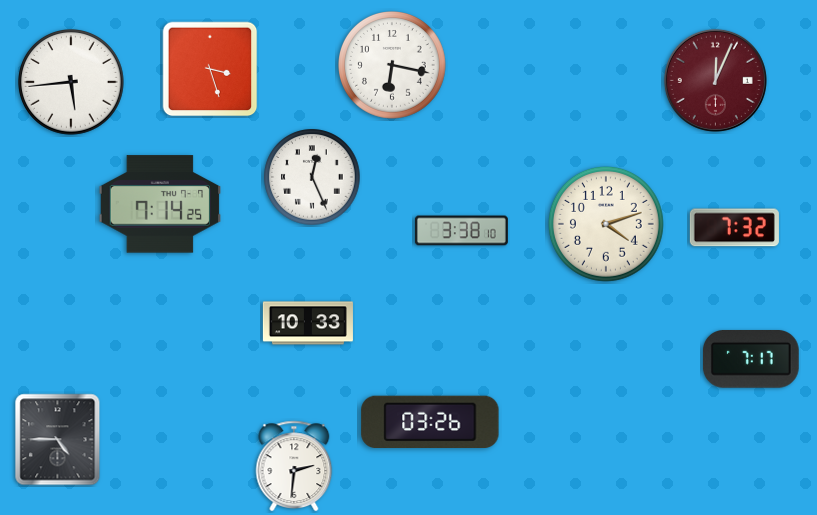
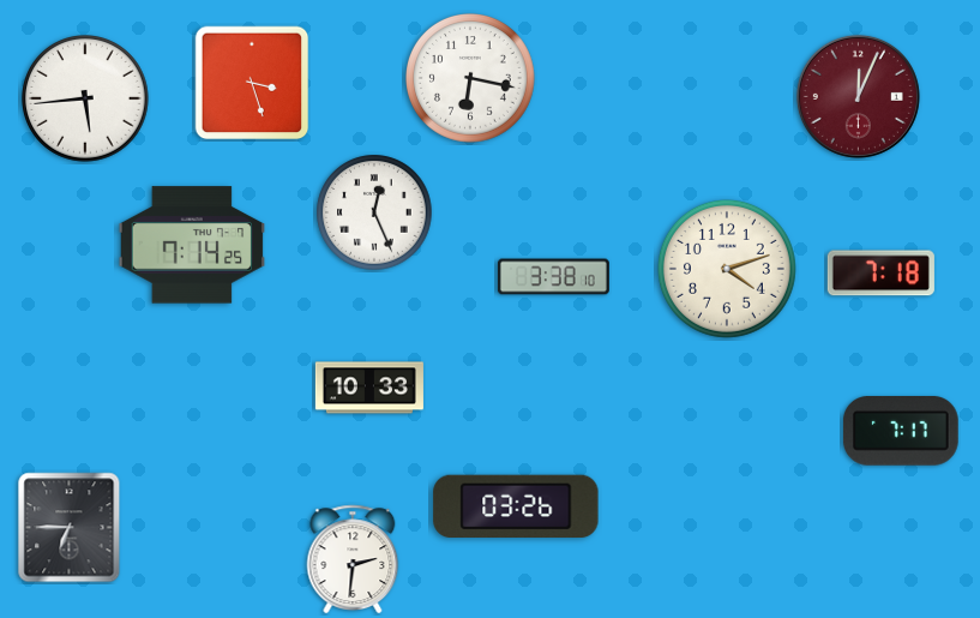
clock at (734, 228): 7:32 -> 7:18
clock at (58, 440): 4:45 -> 6:45
